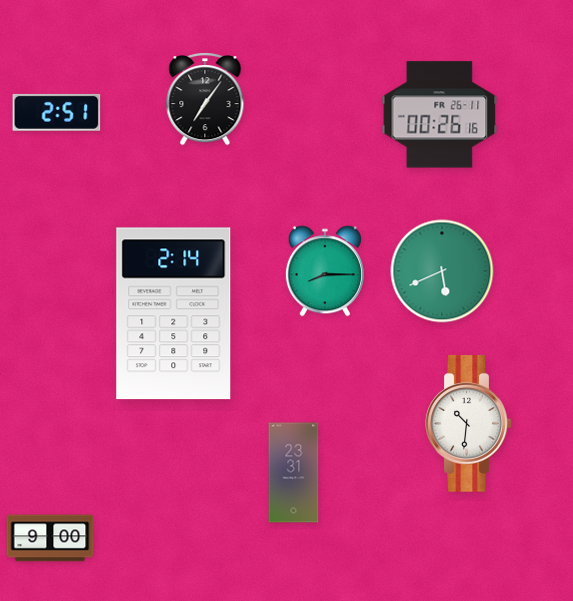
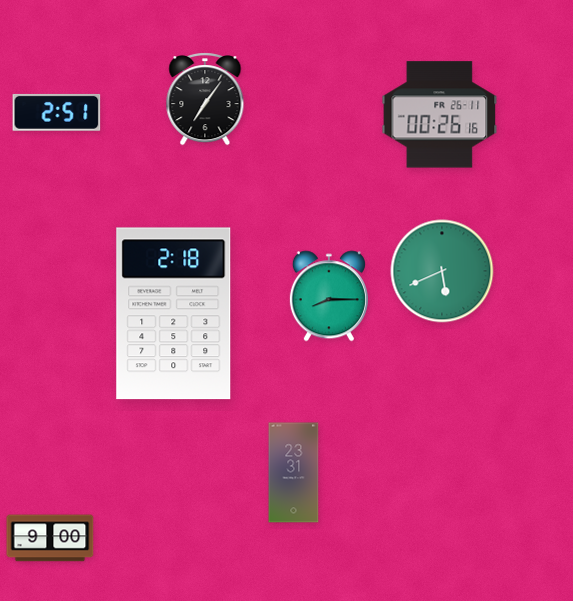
clock at (325, 271) position: (325, 271) -> (329, 296)
clock at (174, 314): 2:14 -> 2:18
clock at (469, 424): 10:31 -> none
